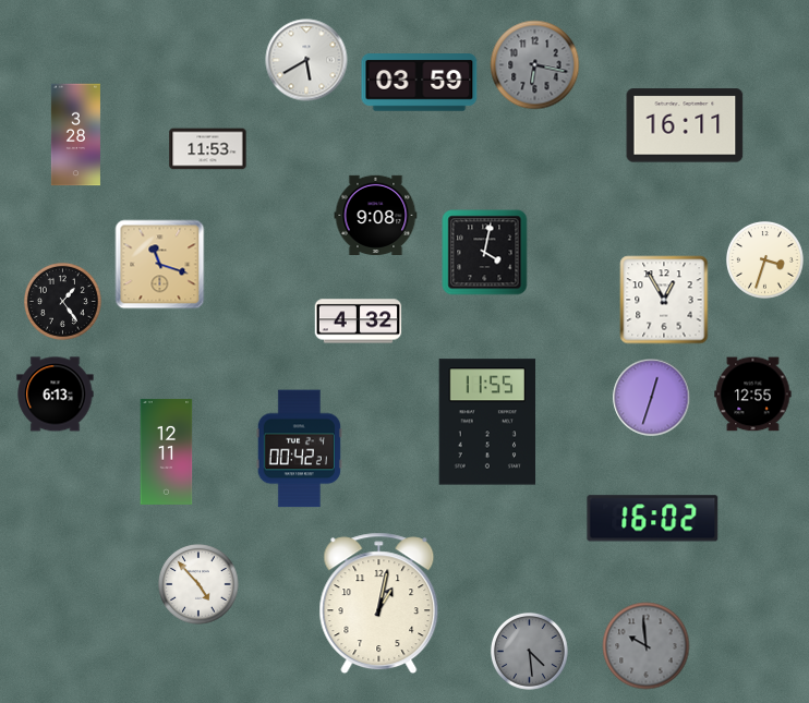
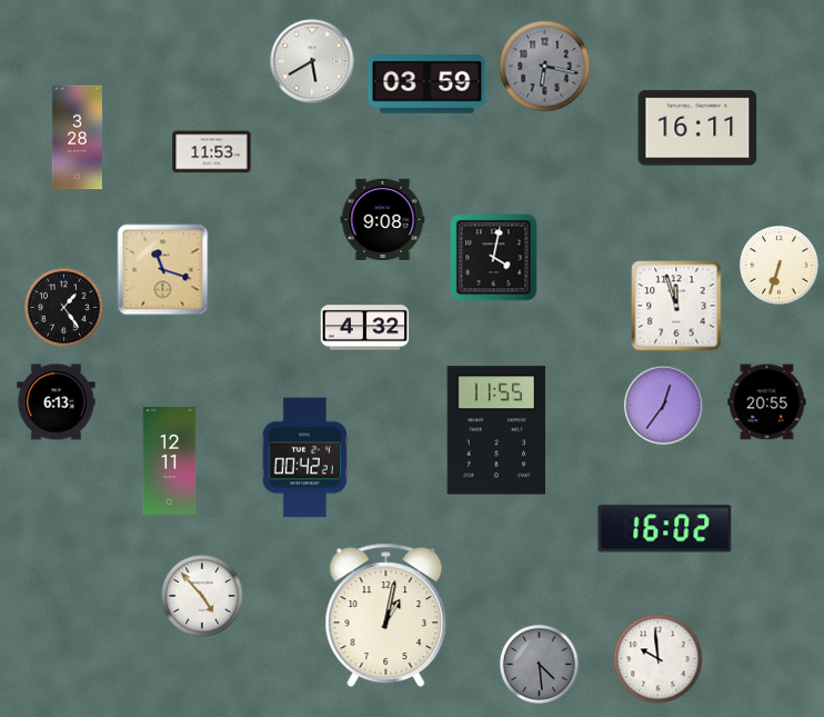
clock at (765, 260): 3:33 -> 6:33
clock at (664, 300): 12:55 -> 11:57
clock at (753, 395): 12:55 -> 20:55
clock at (652, 398): 12:33 -> 12:36
clock at (647, 646) dial: grey -> white
